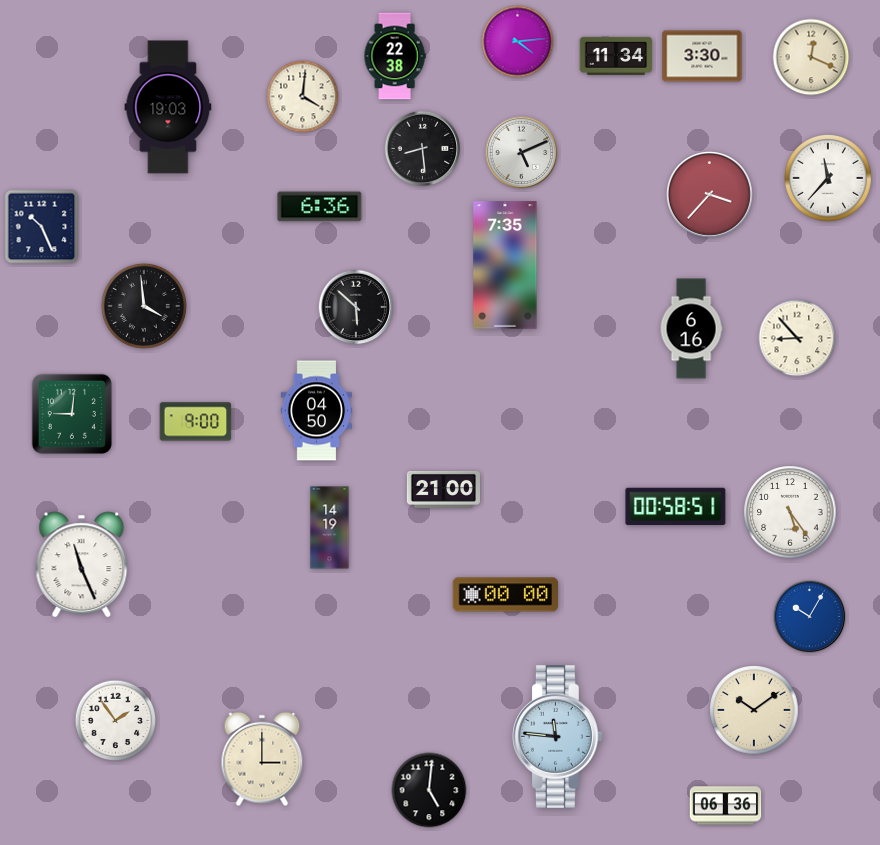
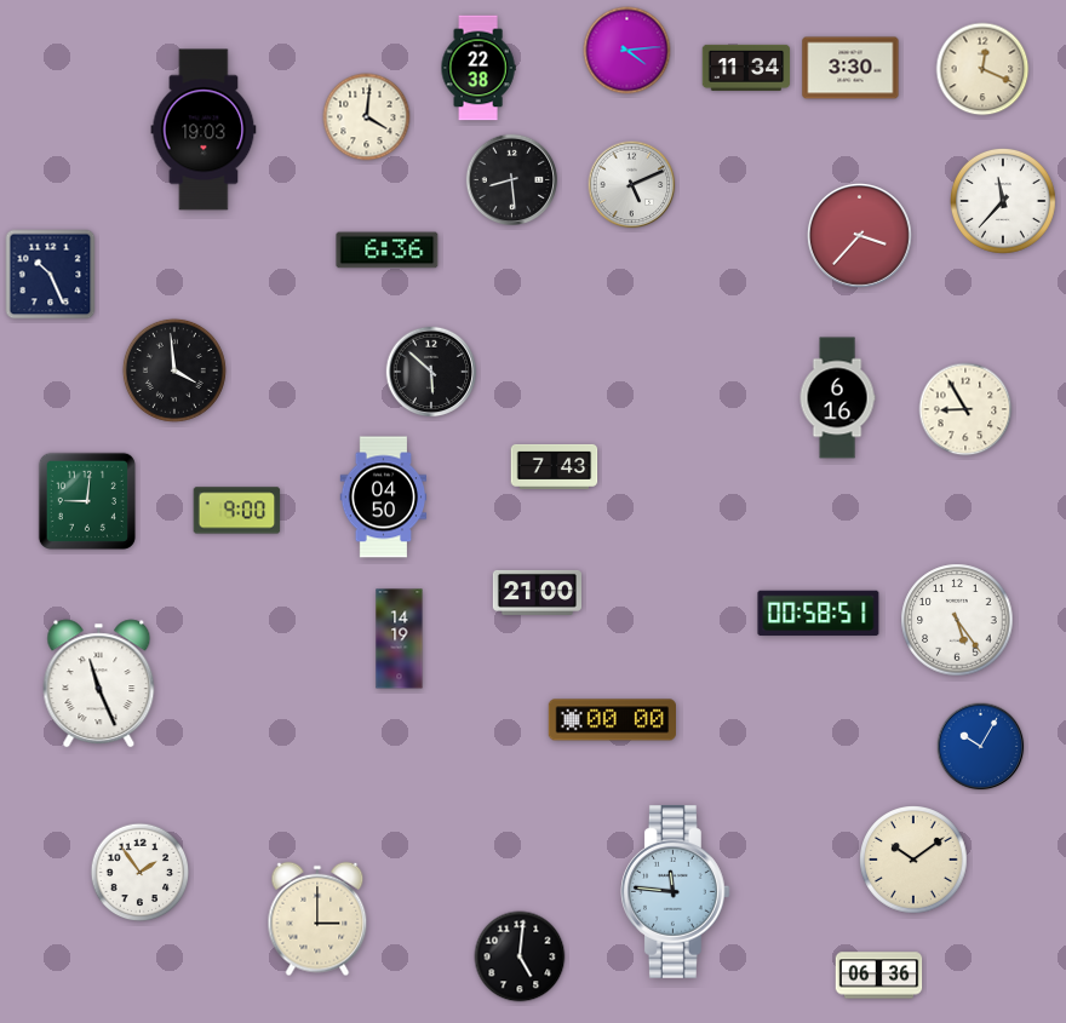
clock at (828, 178) position: (828, 178) -> (1003, 201)
clock at (505, 265): 7:35 -> none
clock at (797, 338): 8:53 -> 8:55
clock at (555, 466): none -> 7:43
